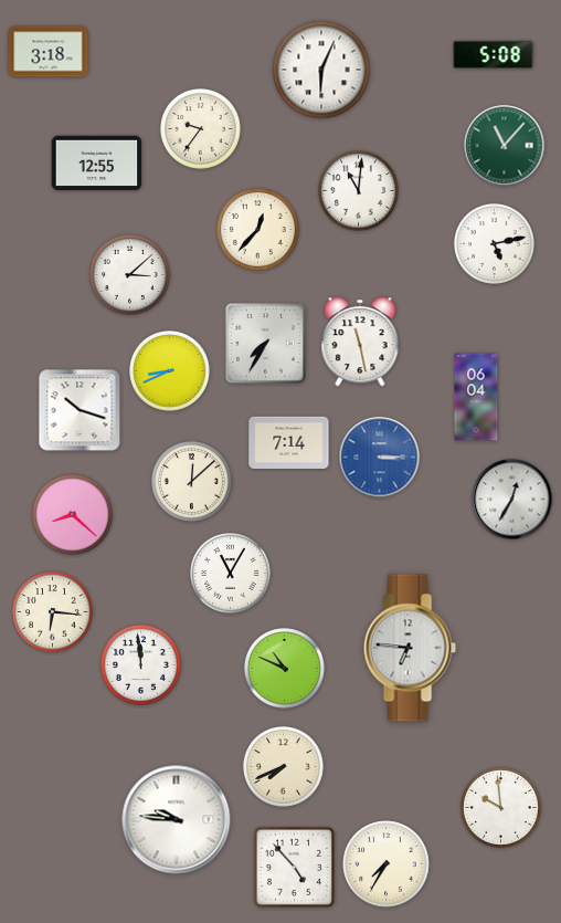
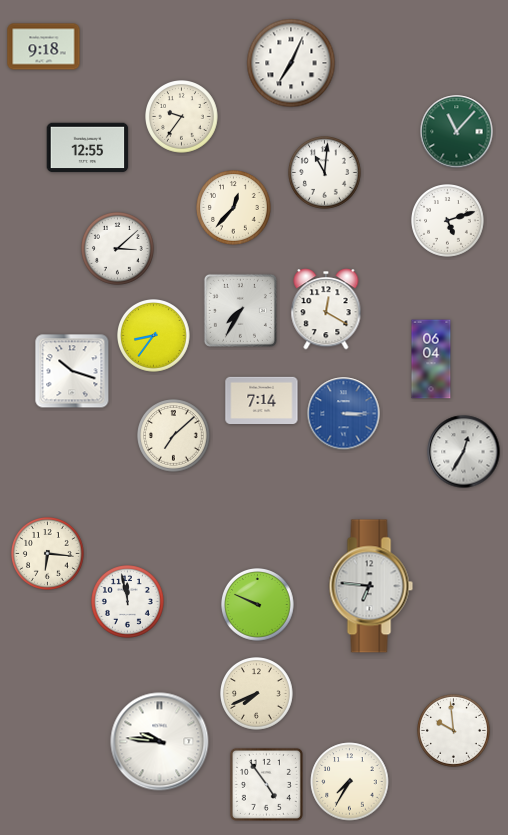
clock at (49, 52): 3:18 -> 9:18
clock at (494, 54): 5:08 -> none
clock at (321, 70): 6:04 -> 7:04
clock at (495, 244): 5:13 -> 5:12
clock at (360, 342): 11:28 -> 12:20
clock at (170, 371): 8:41 -> 8:36
clock at (192, 482): 12:08 -> 7:08
clock at (73, 515): 8:22 -> none
clock at (231, 574): 11:05 -> none
clock at (141, 665): 11:59 -> 11:58
clock at (285, 669): 10:49 -> 9:49
clock at (294, 867): 4:53 -> 4:54
